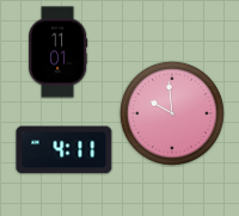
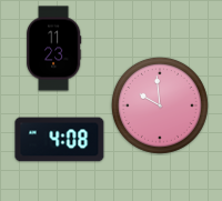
clock at (59, 53): 11:01 -> 11:23
clock at (65, 150): 4:11 -> 4:08
